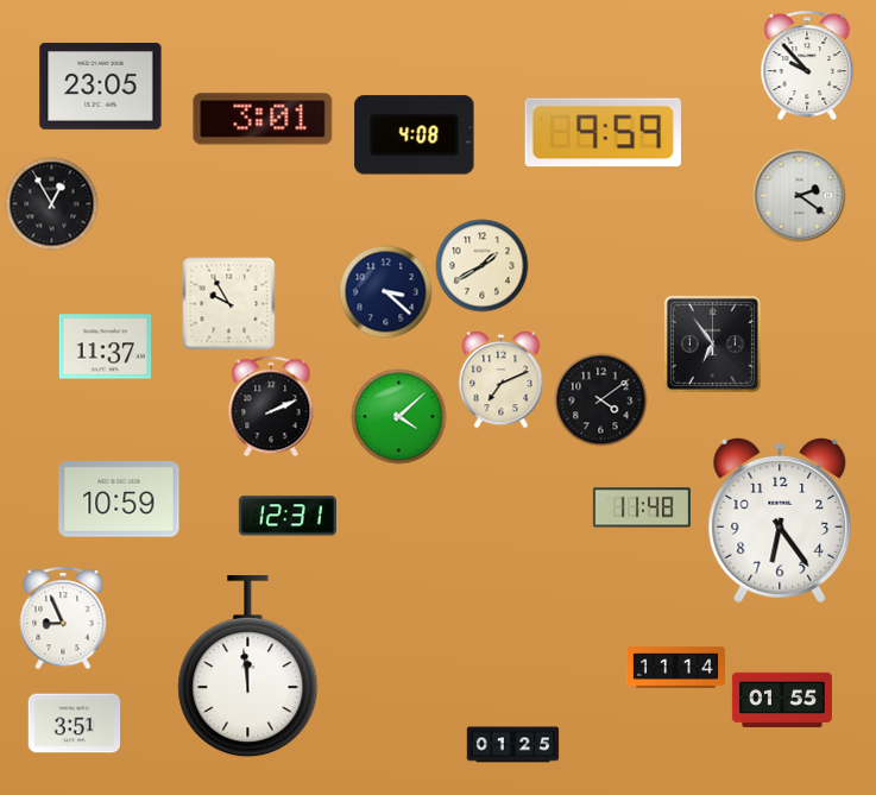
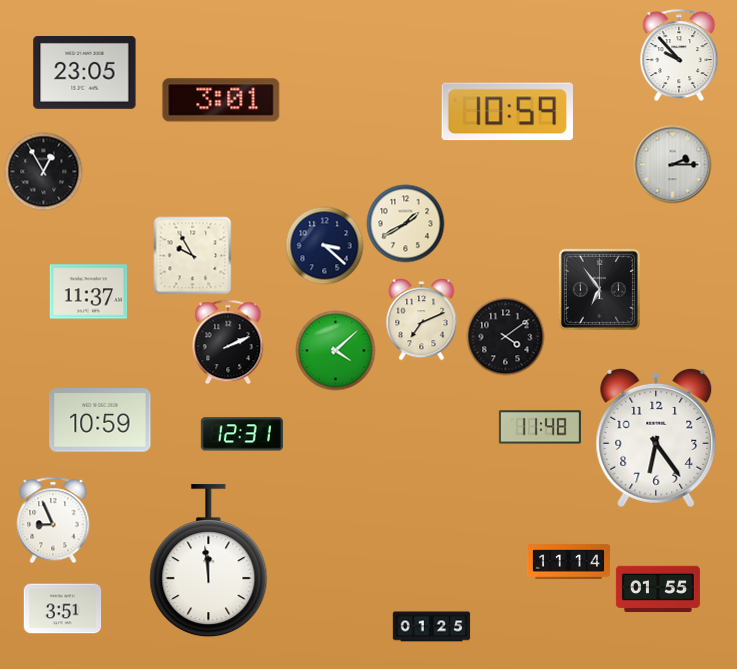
clock at (603, 133): 9:59 -> 10:59
clock at (415, 135): 4:08 -> none
clock at (799, 195): 2:21 -> 2:15
